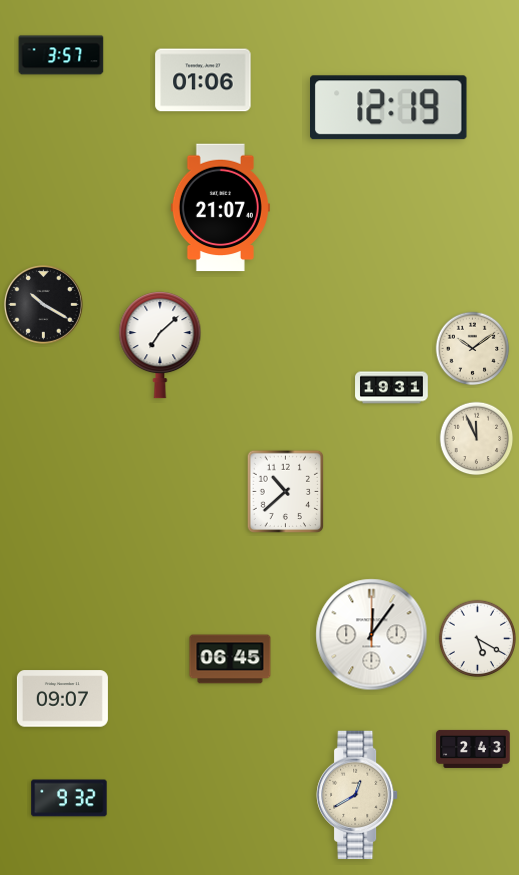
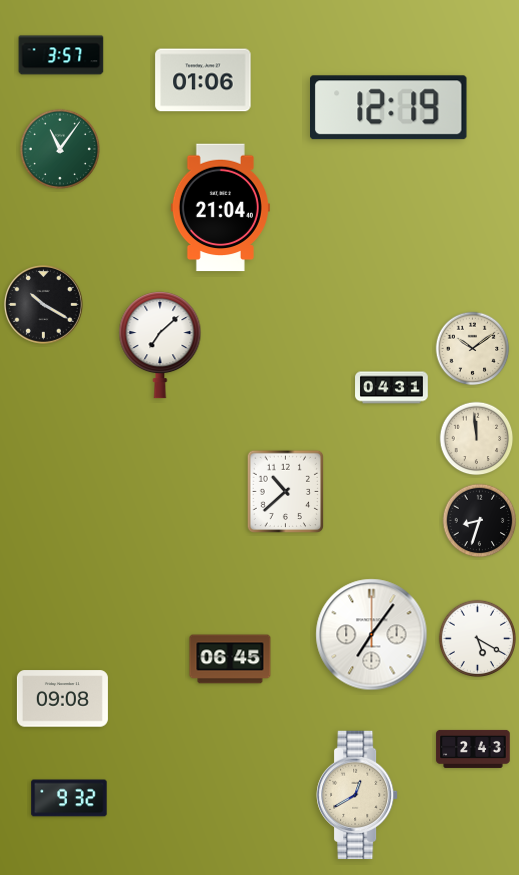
clock at (60, 149): none -> 11:06
clock at (220, 208): 21:07 -> 21:04
clock at (392, 388): 19:31 -> 04:31
clock at (477, 439): 11:56 -> 11:59
clock at (480, 521): none -> 8:33
clock at (372, 635): 12:06 -> 7:06
clock at (62, 699): 09:07 -> 09:08
